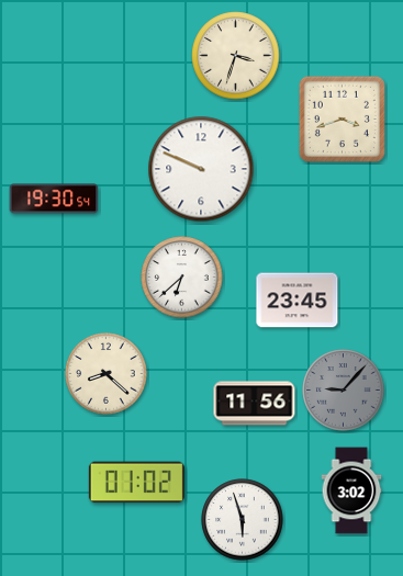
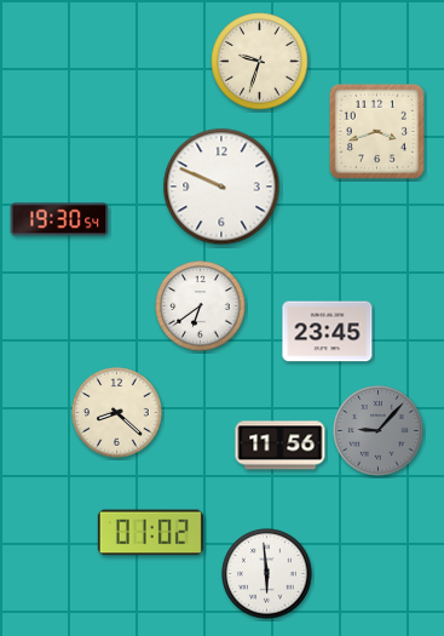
clock at (236, 56): 3:33 -> 9:33
clock at (182, 278): 6:38 -> 6:39
clock at (351, 490): 3:02 -> none
clock at (243, 520): 5:57 -> 5:59
